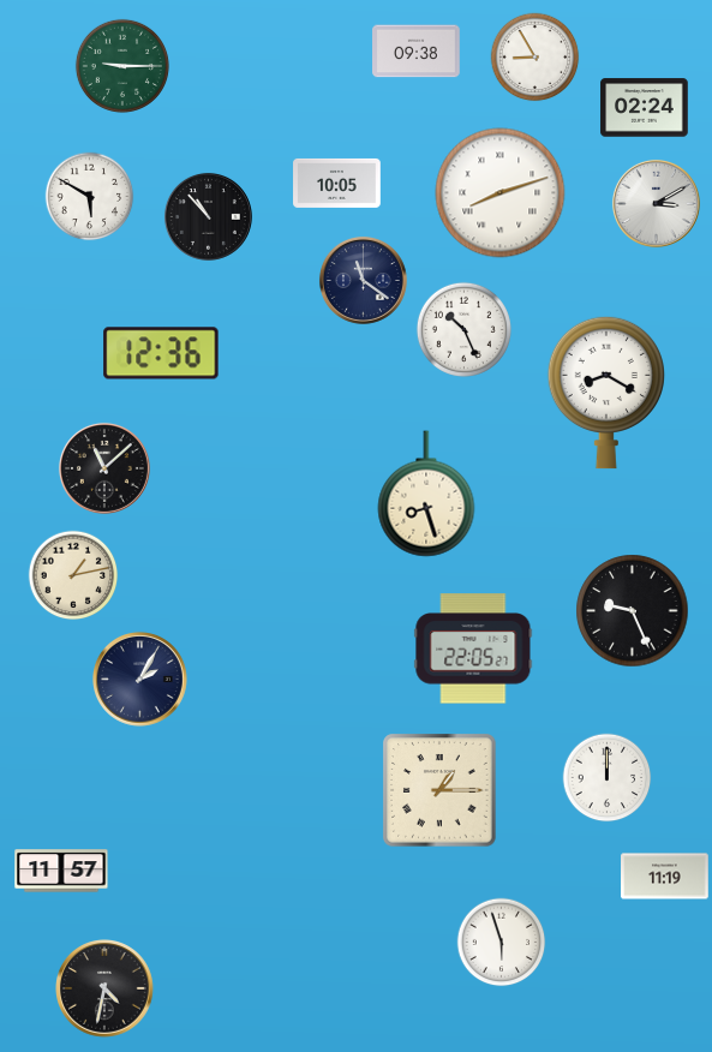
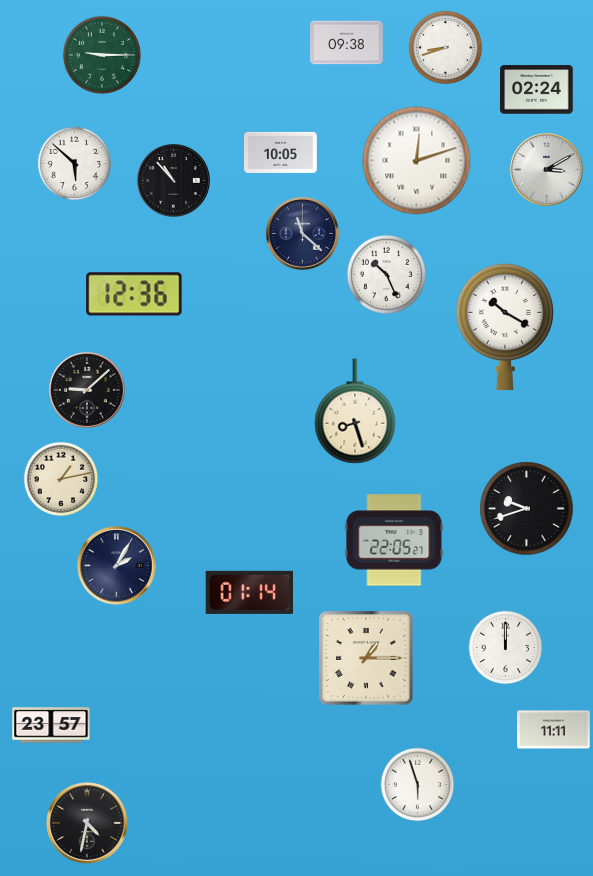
clock at (536, 58): 8:55 -> 8:42
clock at (501, 193): 8:12 -> 12:12
clock at (90, 197): 5:50 -> 5:52
clock at (363, 280): 11:21 -> 11:22
clock at (606, 393): 8:20 -> 10:20
clock at (104, 468): 11:08 -> 9:08
clock at (633, 611): 9:26 -> 9:42
clock at (249, 592): none -> 01:14
clock at (61, 871): 11:57 -> 23:57
clock at (665, 877): 11:19 -> 11:11
